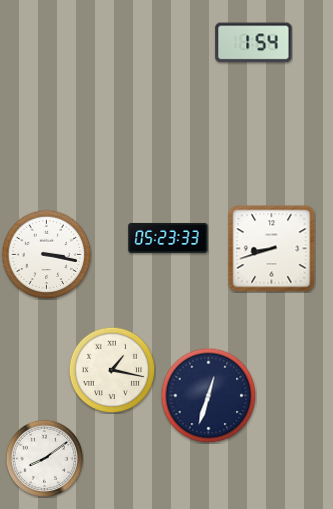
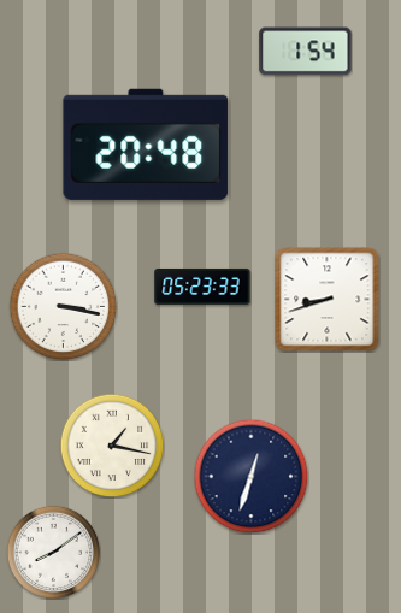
clock at (146, 145): none -> 20:48
clock at (46, 254) position: (46, 254) -> (63, 306)
clock at (112, 370) position: (112, 370) -> (112, 446)
